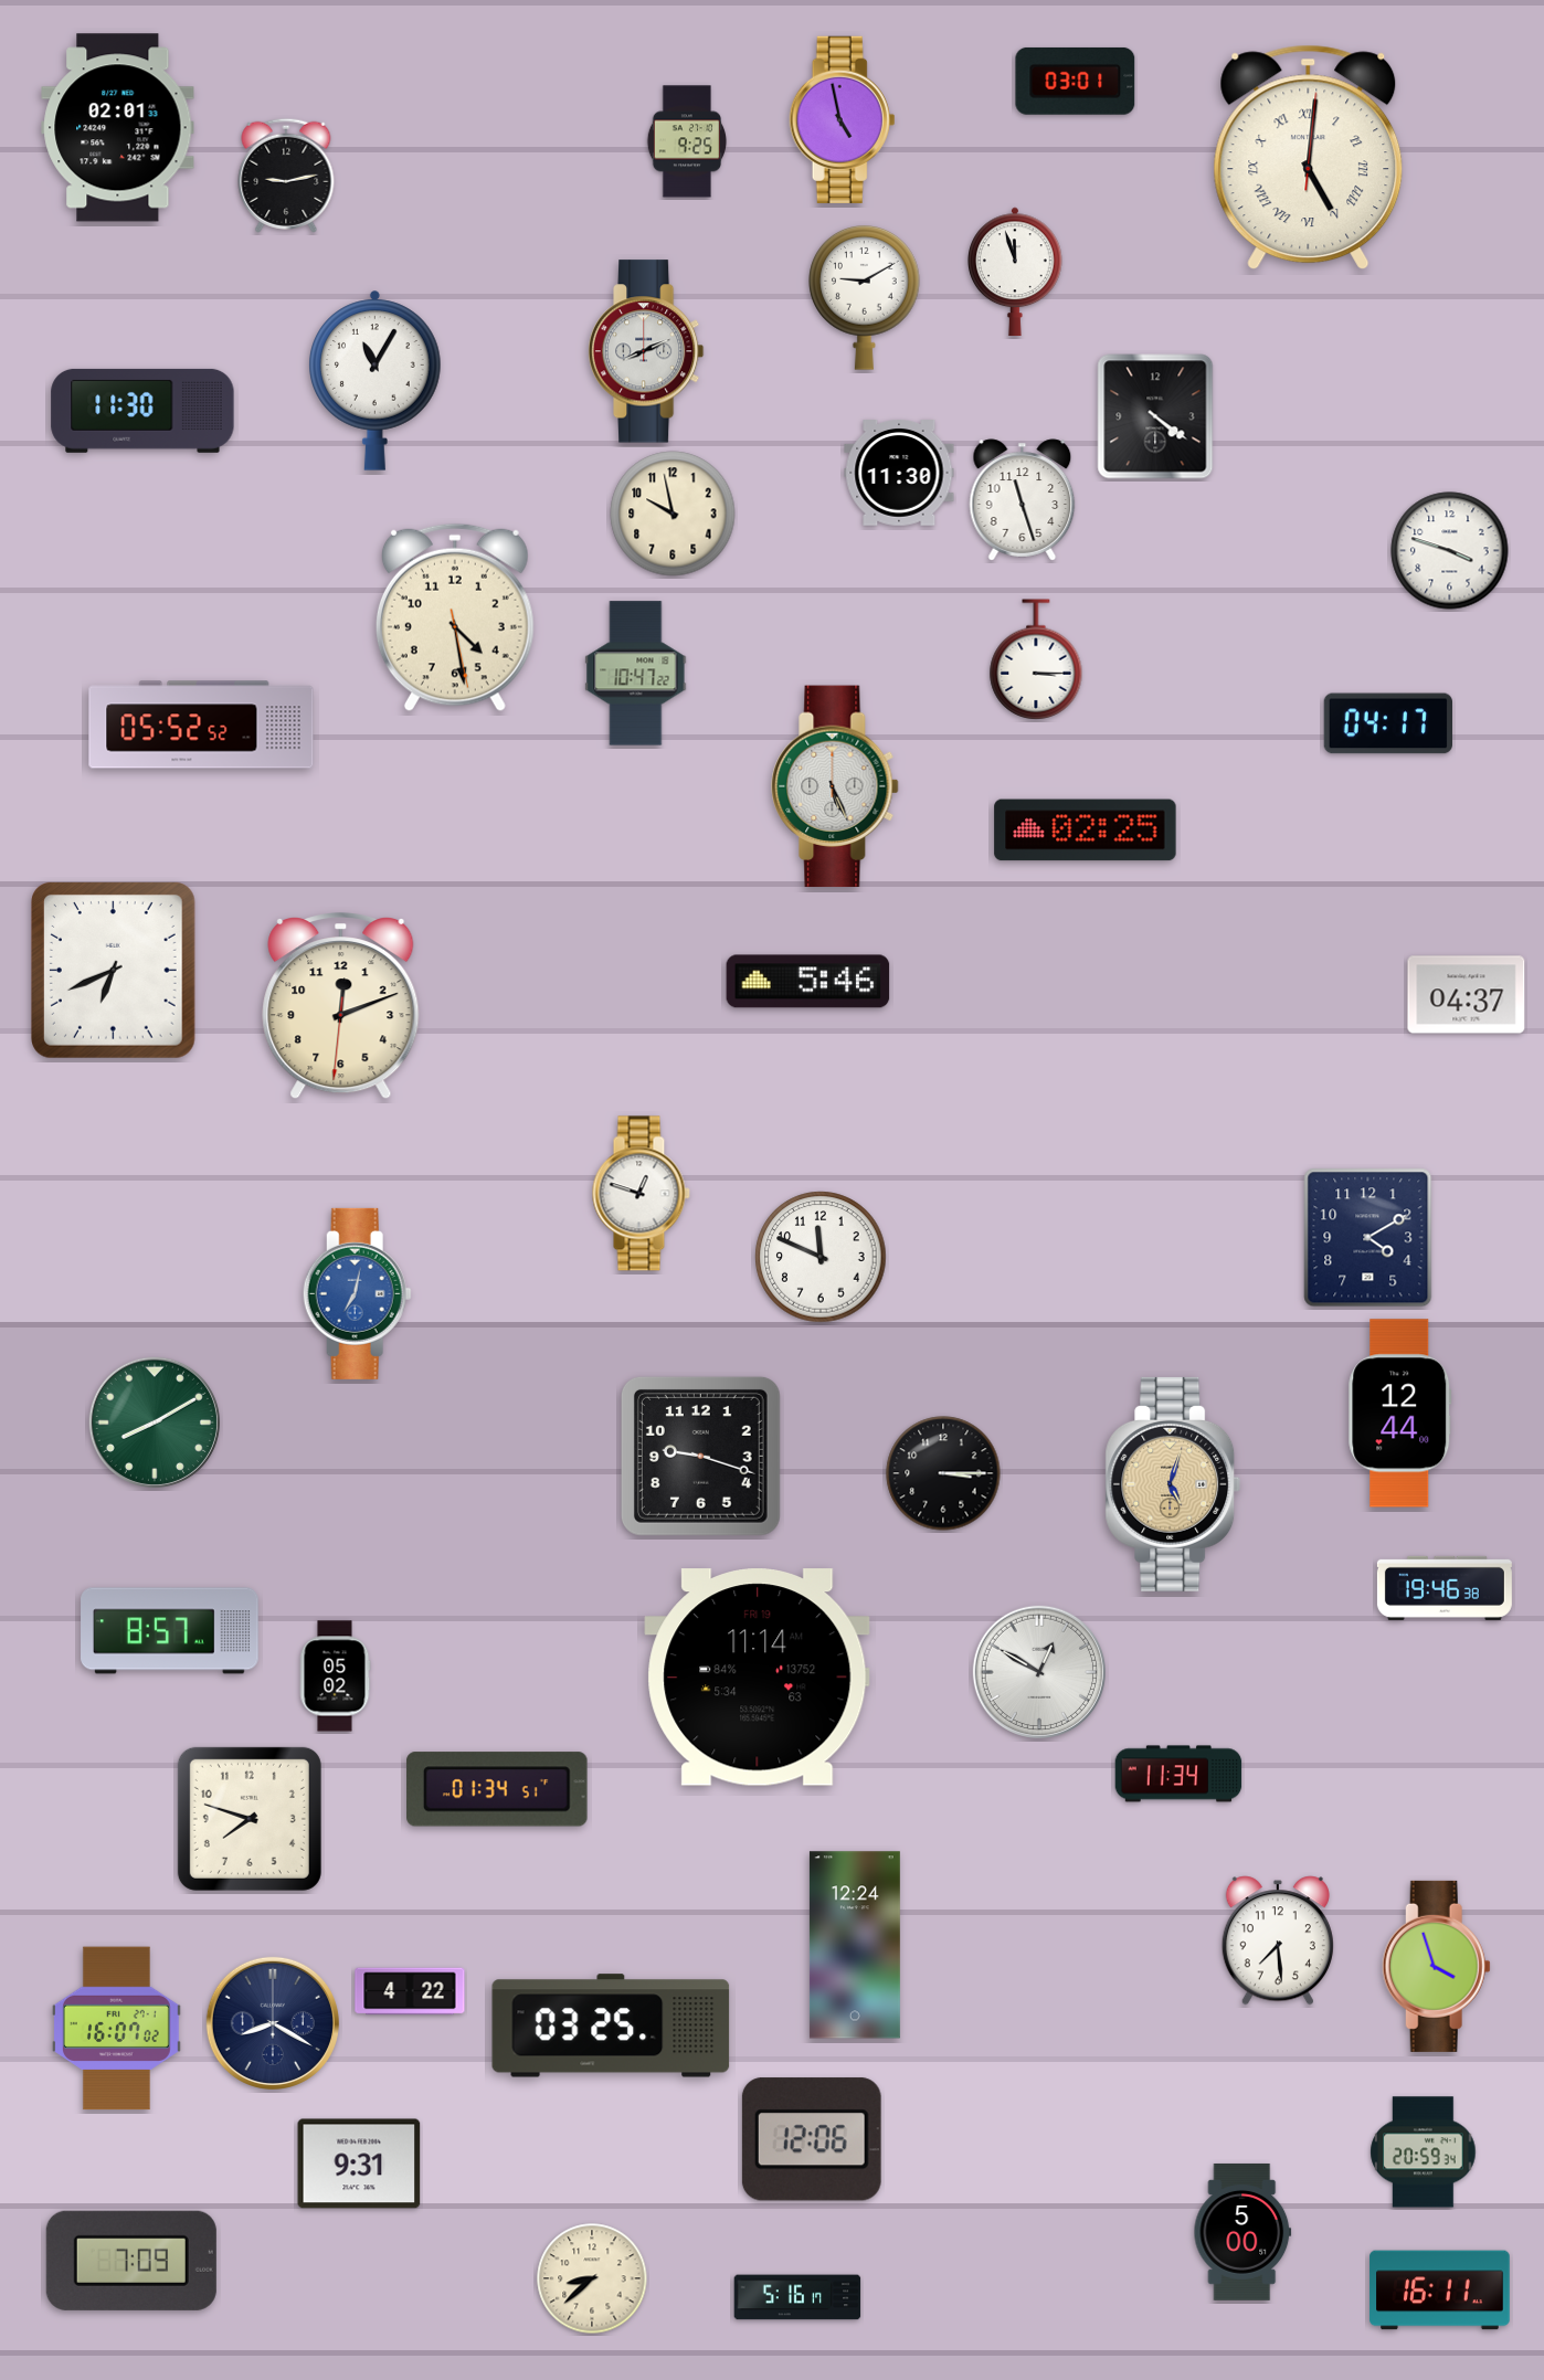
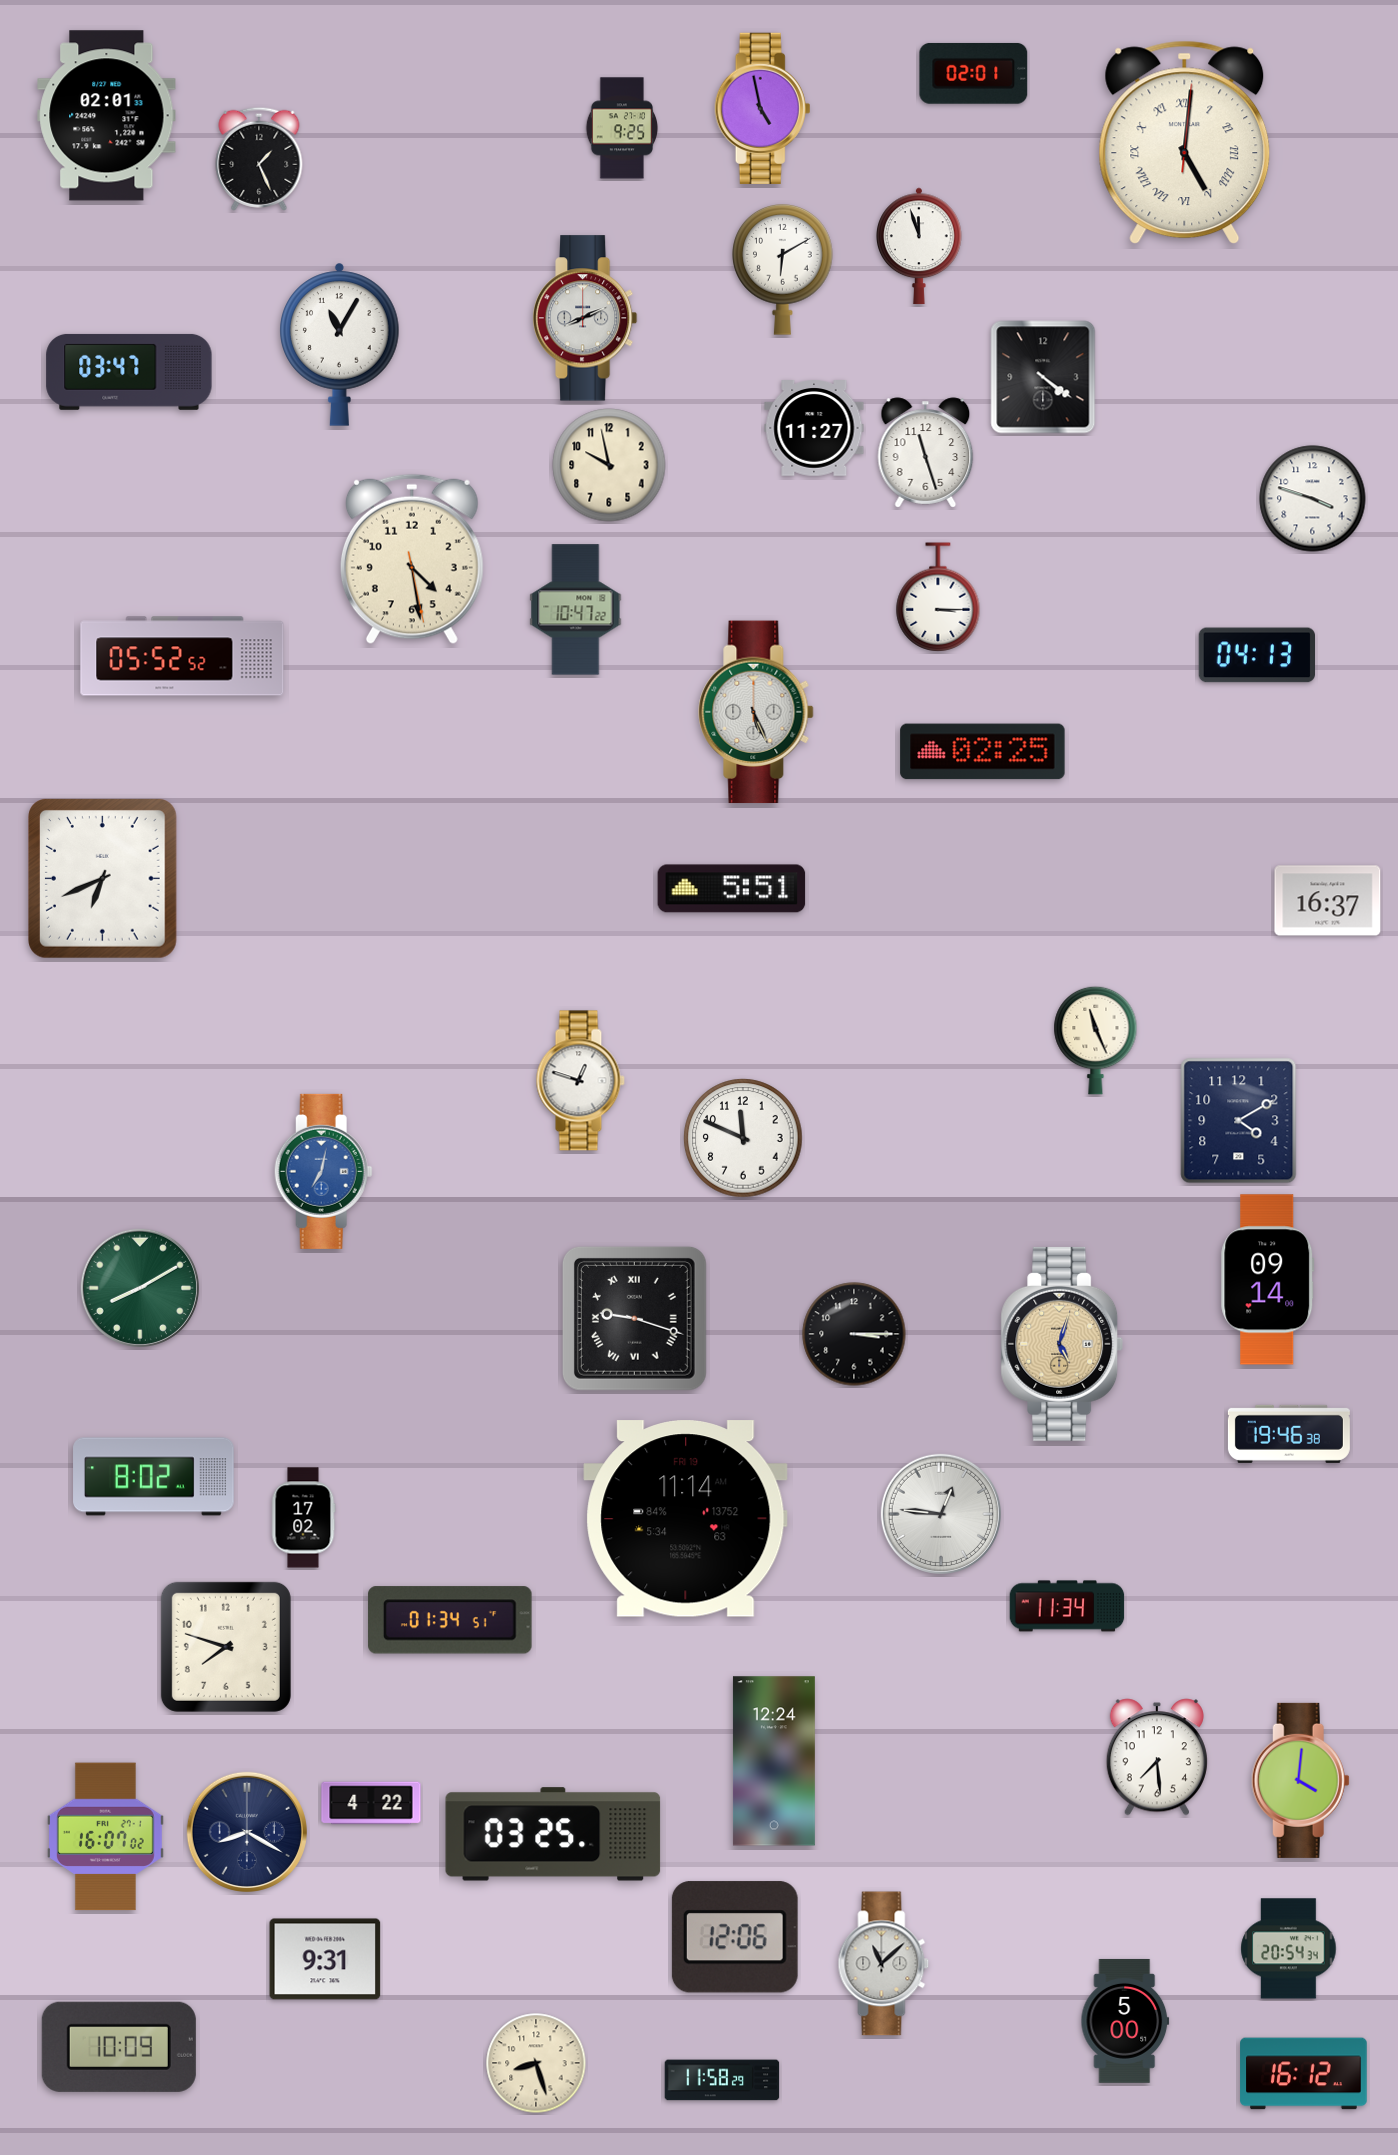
clock at (1076, 81): 03:01 -> 02:01
clock at (286, 176): 9:13 -> 1:26
clock at (865, 298): 9:10 -> 6:10
clock at (142, 411): 11:30 -> 03:47
clock at (1155, 416) position: (1155, 416) -> (1043, 377)
clock at (899, 474): 11:30 -> 11:27
clock at (1387, 723): 04:17 -> 04:13
clock at (808, 982): 5:46 -> 5:51
clock at (1467, 995): 04:37 -> 16:37
clock at (341, 1007): 12:11 -> none
clock at (1096, 1040): none -> 11:26
clock at (1400, 1414): 12:44 -> 09:14
clock at (700, 1456) numerals: Arabic -> Roman
clock at (1445, 1588) position: (1445, 1588) -> (1289, 1434)
clock at (170, 1631): 8:57 -> 8:02
clock at (1039, 1672): 12:50 -> 12:46
clock at (335, 1676): 05:02 -> 17:02
clock at (1436, 1966): 3:57 -> 4:01
clock at (1424, 2152): 20:59 -> 20:54
clock at (884, 1964): none -> 11:08
clock at (131, 2261): 7:09 -> 10:09
clock at (592, 2278): 8:38 -> 8:27
clock at (1440, 2291): 16:11 -> 16:12
clock at (797, 2297): 5:16 -> 11:58
